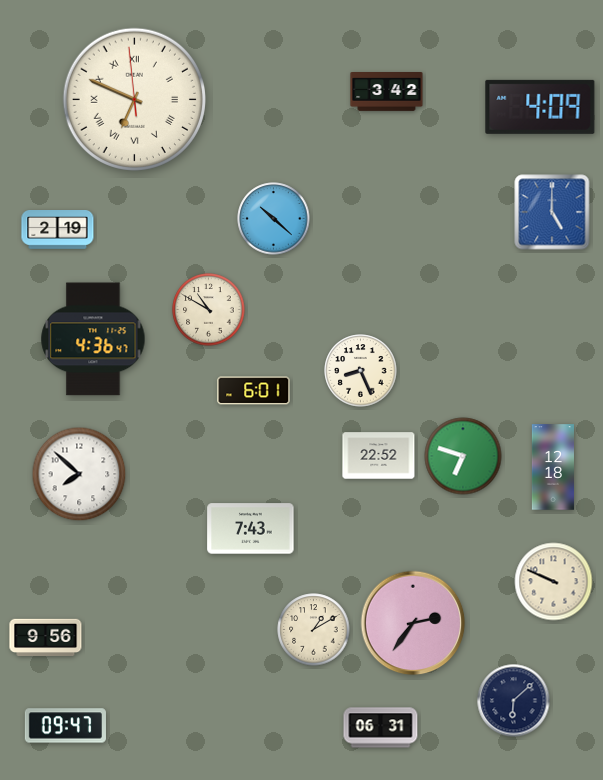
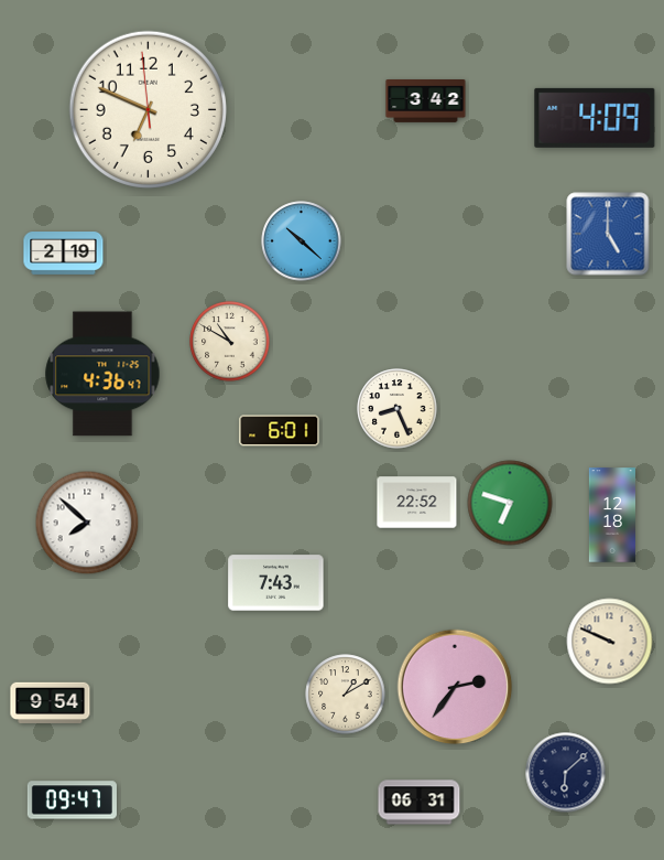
clock at (134, 99) numerals: Roman -> Arabic
clock at (552, 467) position: (552, 467) -> (611, 515)
clock at (46, 638): 9:56 -> 9:54
